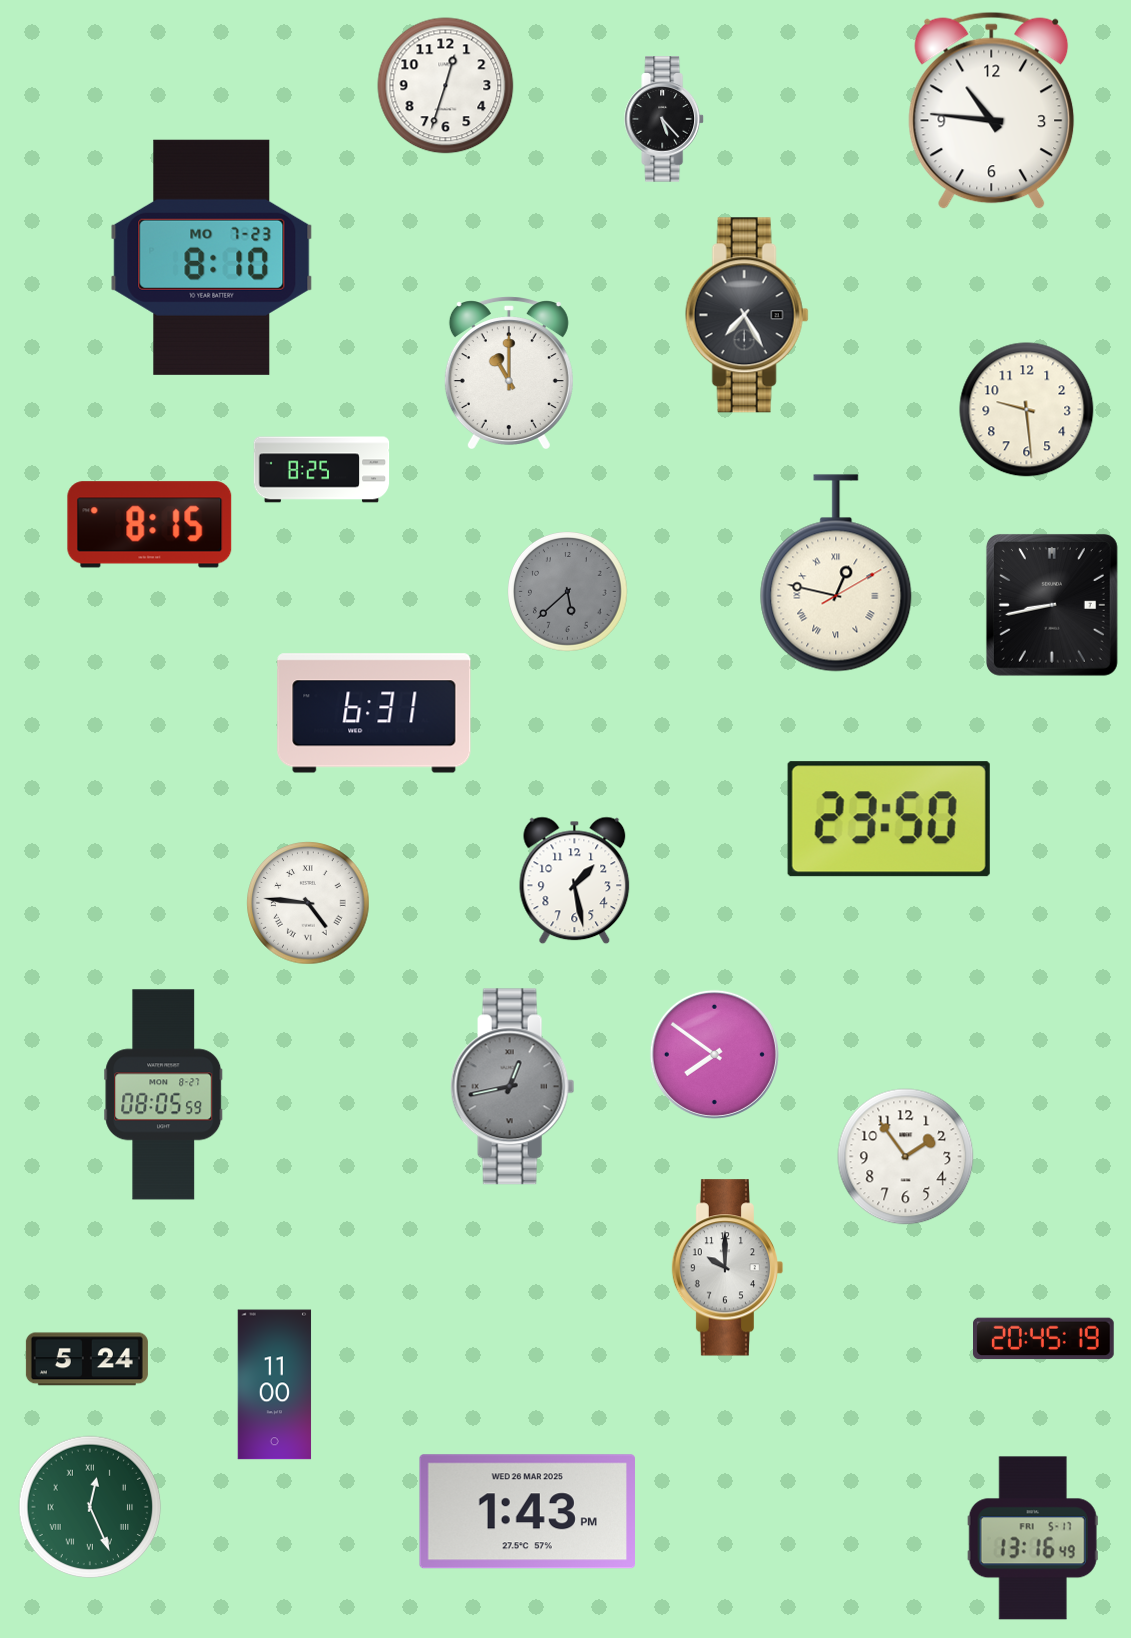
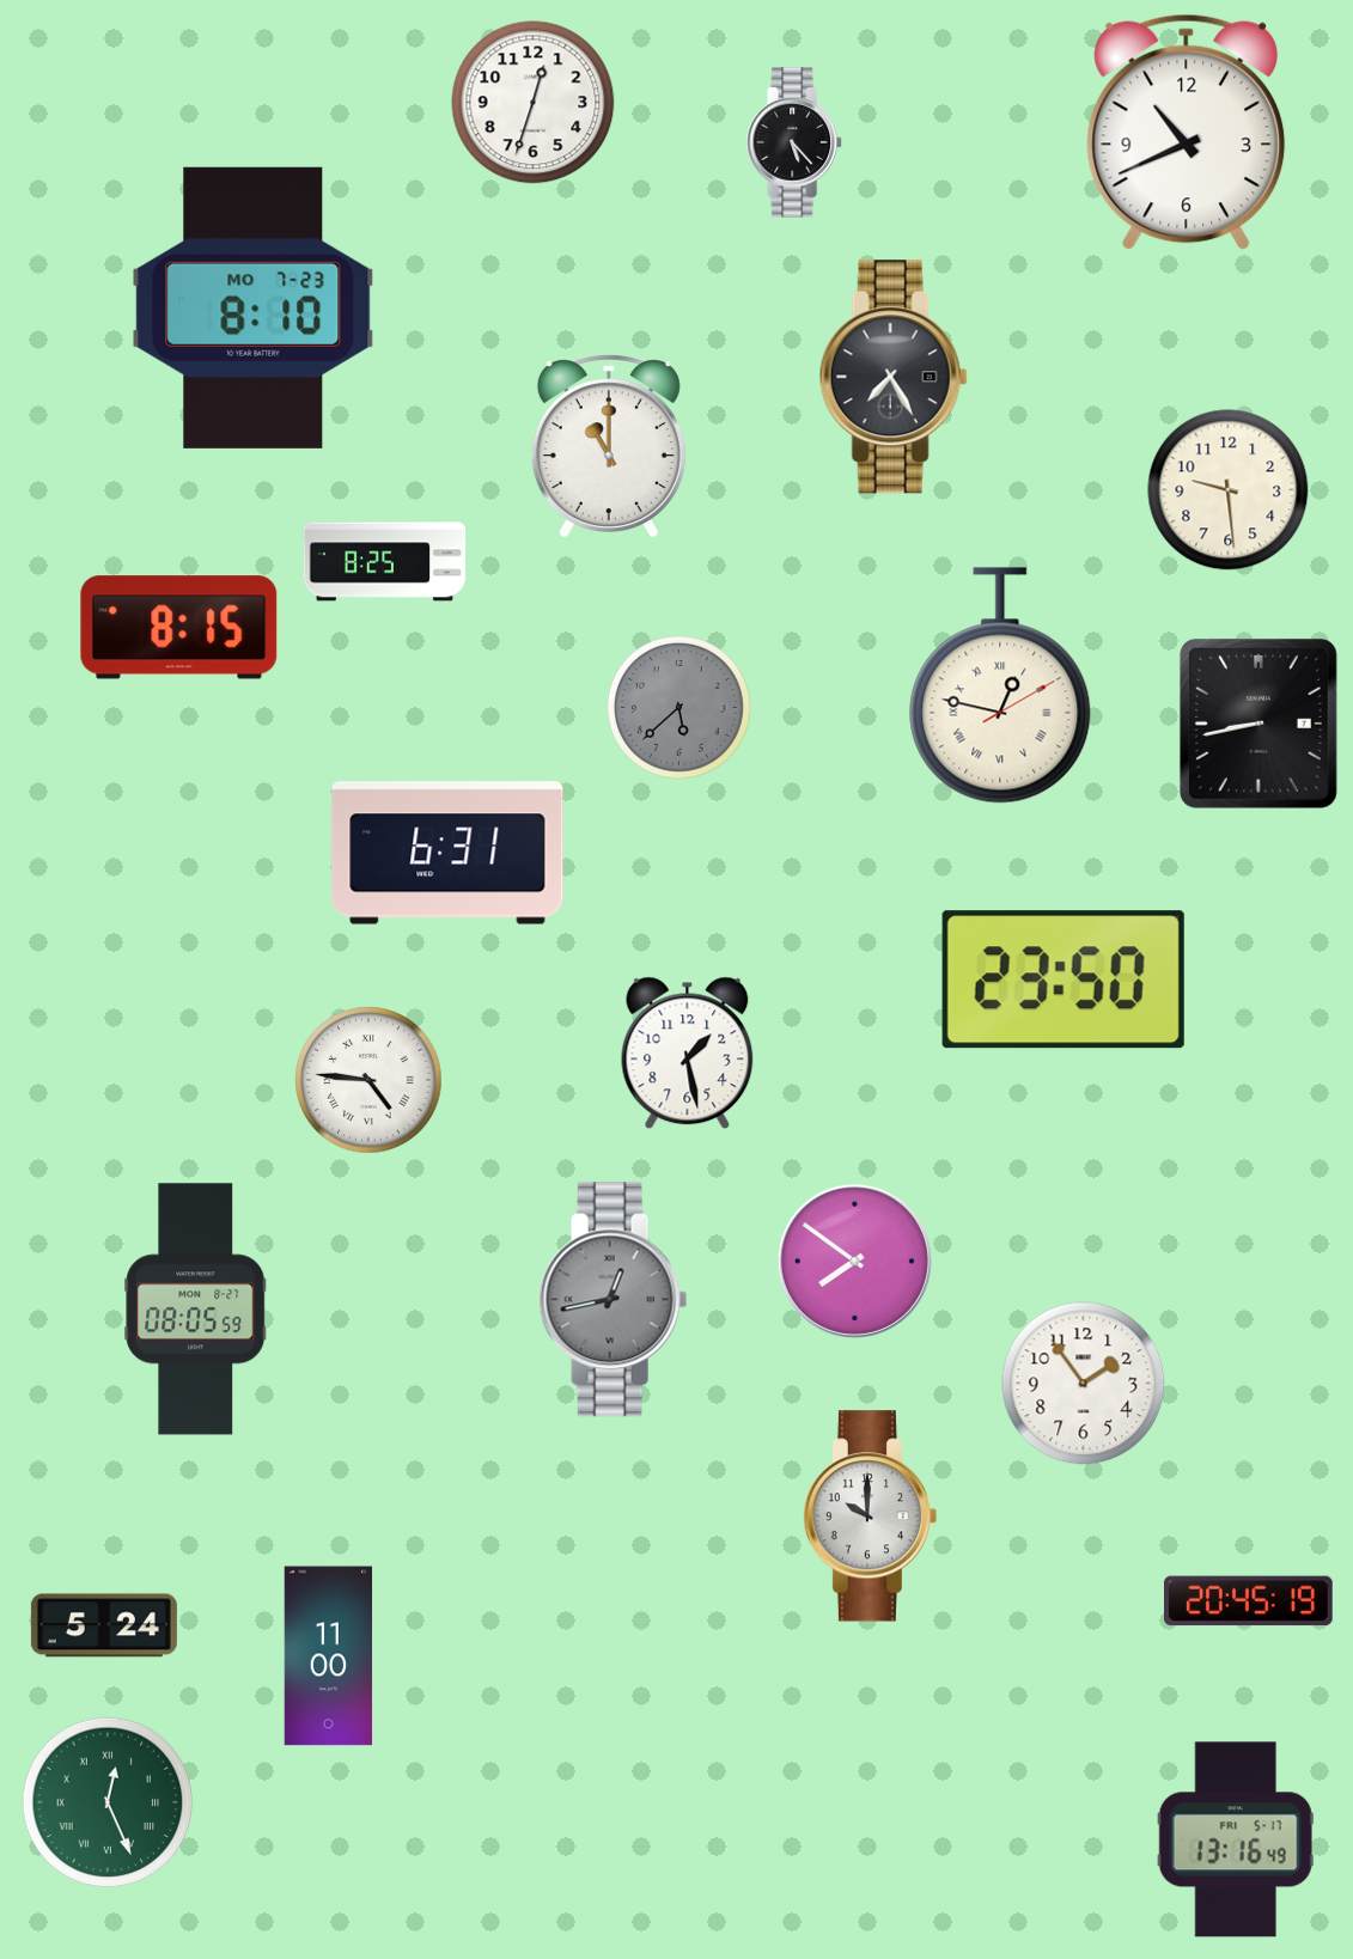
clock at (992, 111): 10:46 -> 10:41
clock at (527, 1512): 1:43 -> none
